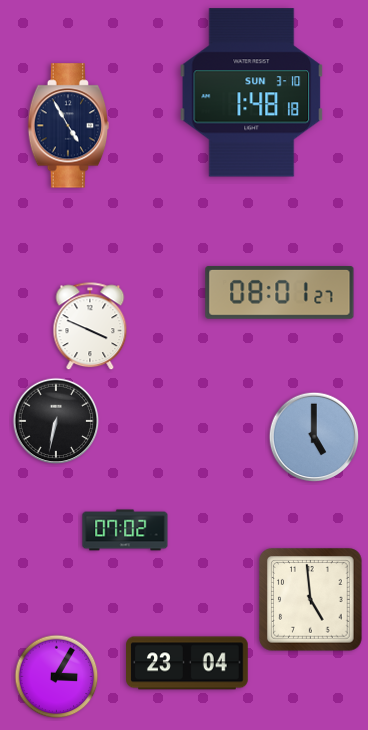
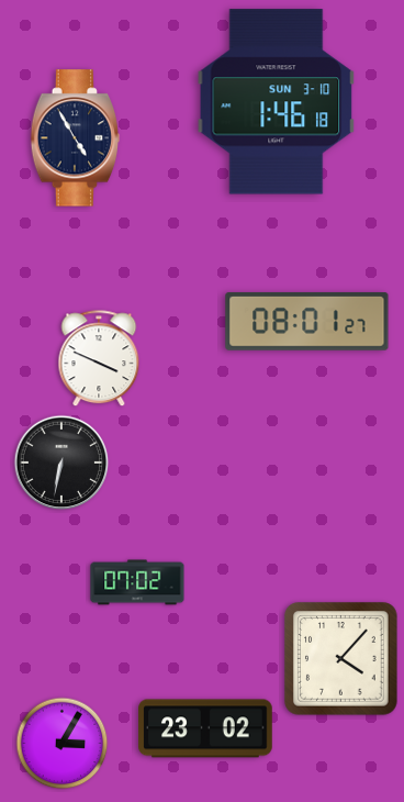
clock at (252, 93): 1:48 -> 1:46
clock at (314, 437): 5:00 -> none
clock at (311, 600): 4:59 -> 4:07
clock at (187, 663): 23:04 -> 23:02
